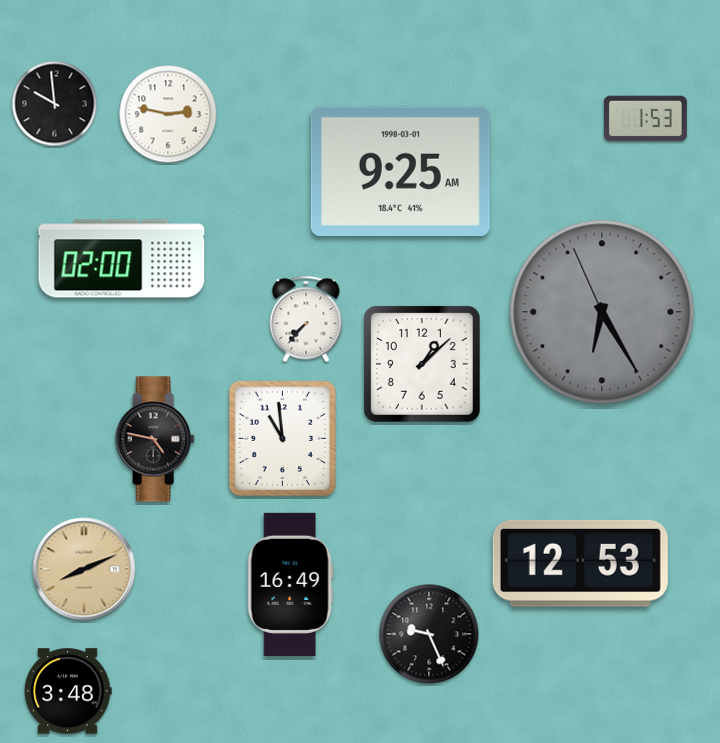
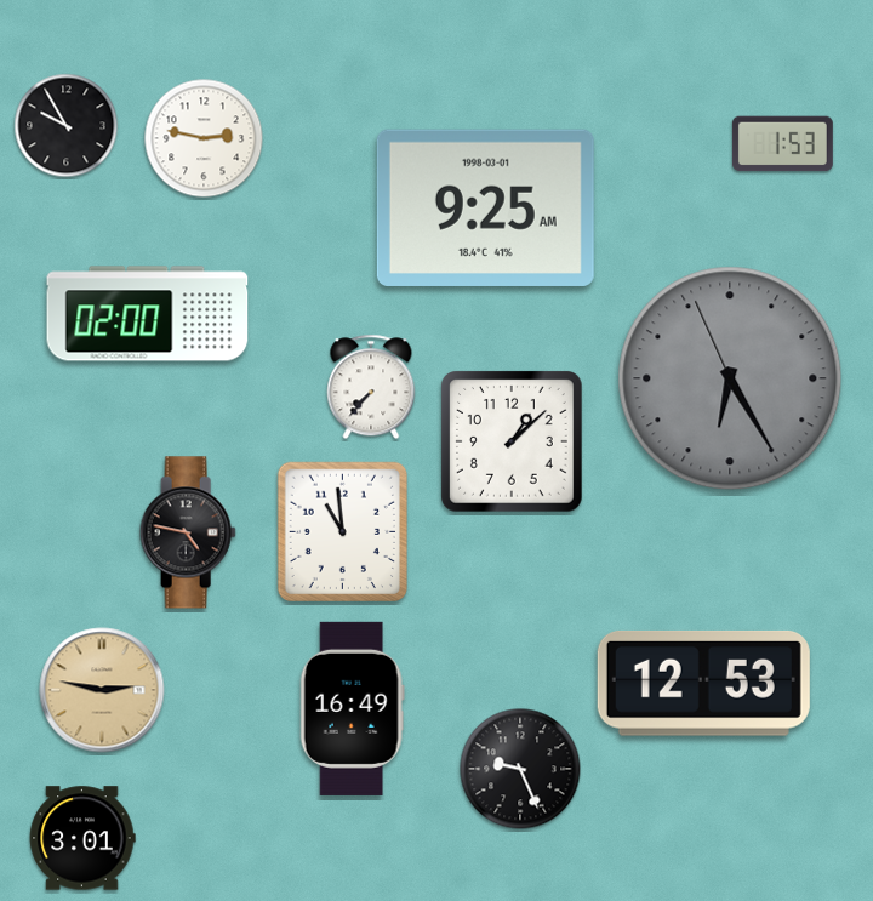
clock at (55, 104): 9:59 -> 9:55
clock at (84, 569): 8:11 -> 2:47
clock at (68, 691): 3:48 -> 3:01
